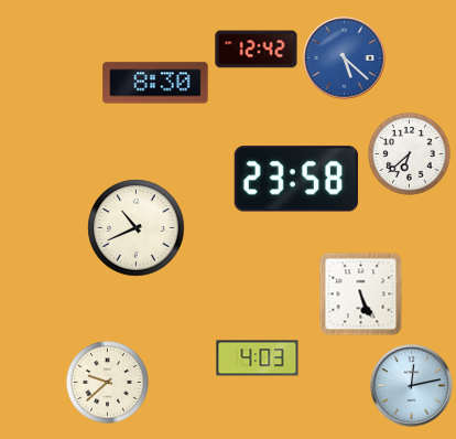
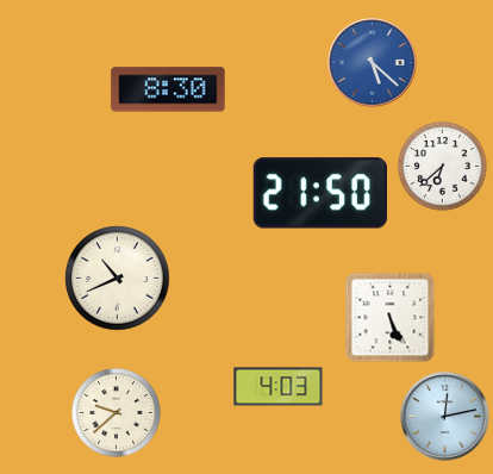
clock at (257, 50): 12:42 -> none
clock at (296, 179): 23:58 -> 21:50
clock at (137, 228) position: (137, 228) -> (118, 279)
